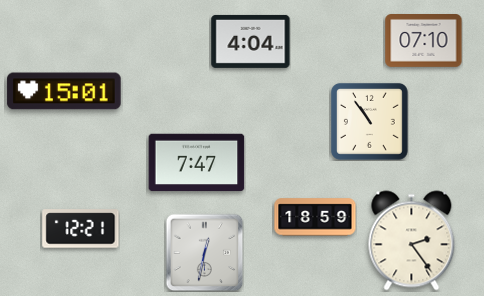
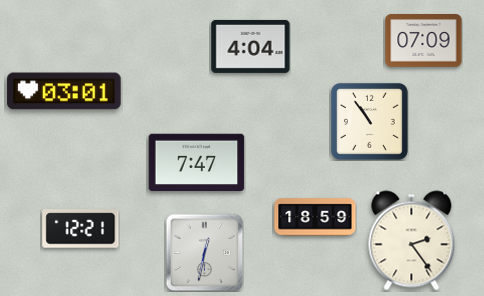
clock at (251, 41) position: (251, 41) -> (251, 46)
clock at (424, 41): 07:10 -> 07:09
clock at (64, 91): 15:01 -> 03:01
